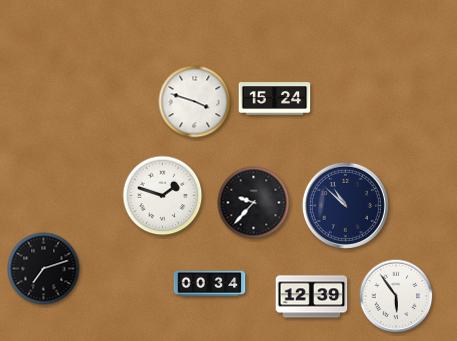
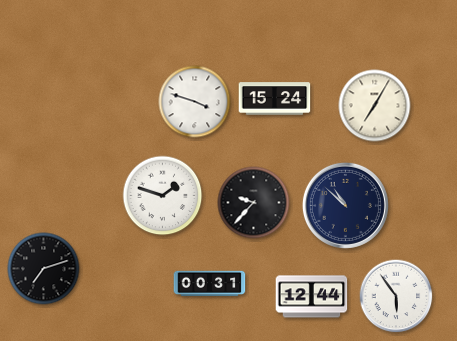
clock at (375, 106): none -> 7:05
clock at (210, 284): 00:34 -> 00:31
clock at (312, 297): 12:39 -> 12:44
